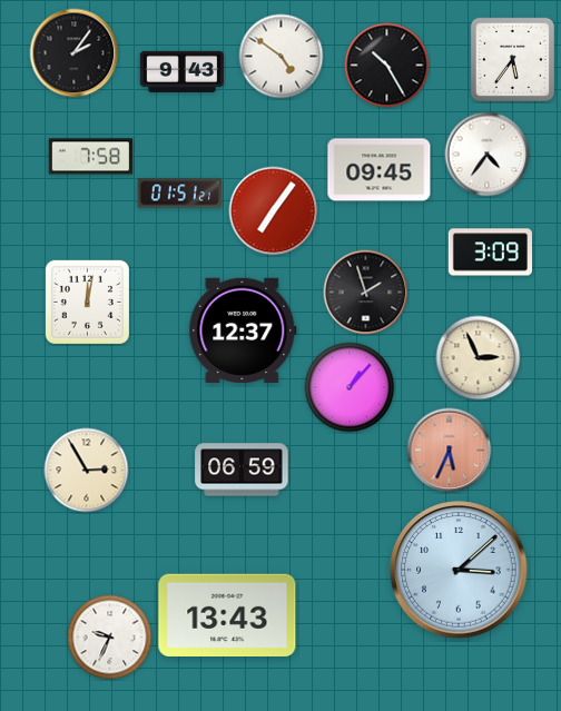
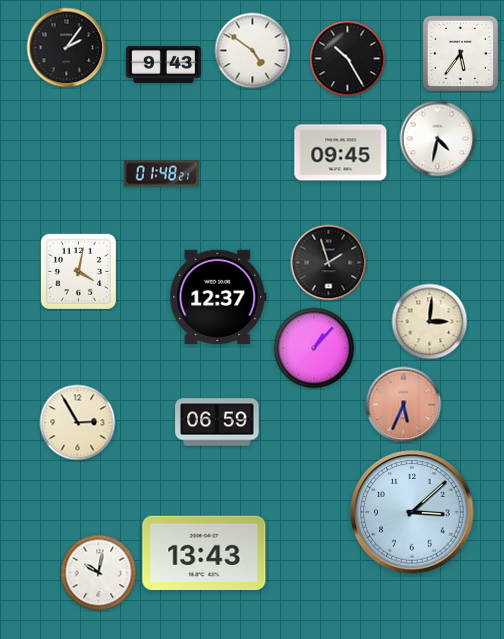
clock at (488, 155): 4:36 -> 4:32
clock at (90, 157): 7:58 -> none
clock at (179, 194): 01:51 -> 01:48
clock at (274, 211): 7:06 -> none
clock at (490, 253): 3:09 -> none
clock at (87, 302): 12:02 -> 4:02
clock at (479, 358): 2:56 -> 3:01
clock at (110, 638): 9:34 -> 10:02
